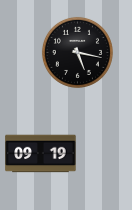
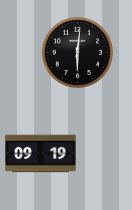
clock at (77, 52): 5:17 -> 6:01
